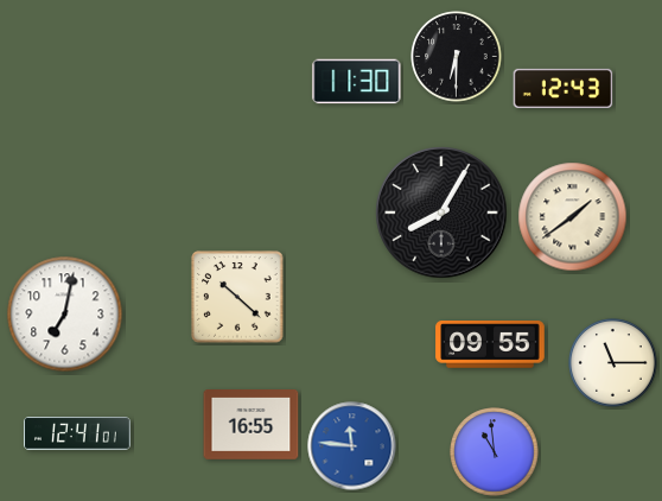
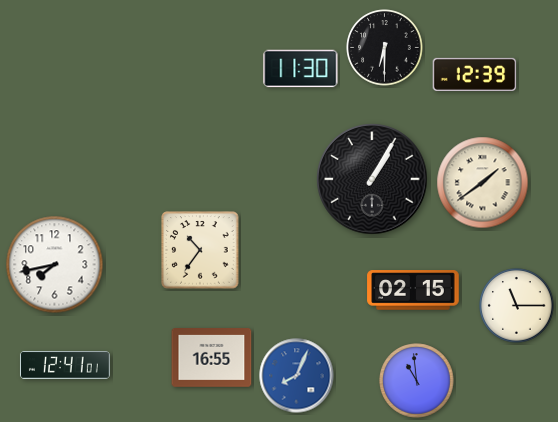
clock at (564, 88): 12:43 -> 12:39
clock at (441, 213): 8:05 -> 1:05
clock at (237, 297): 10:22 -> 10:36
clock at (65, 315): 7:02 -> 7:43
clock at (490, 344): 09:55 -> 02:15
clock at (352, 446): 11:46 -> 8:04
